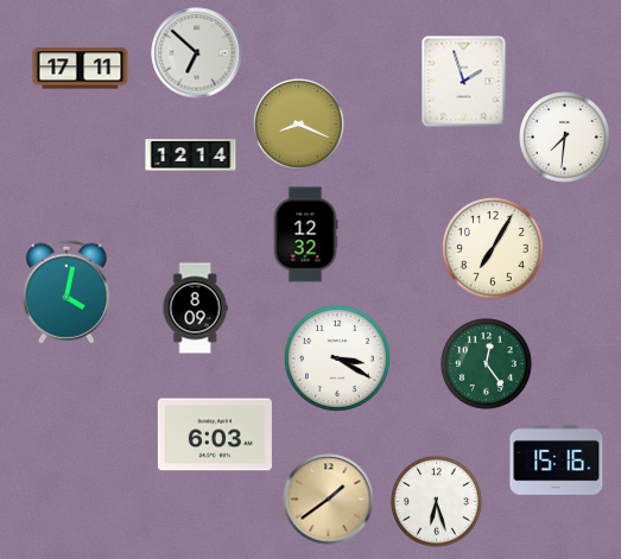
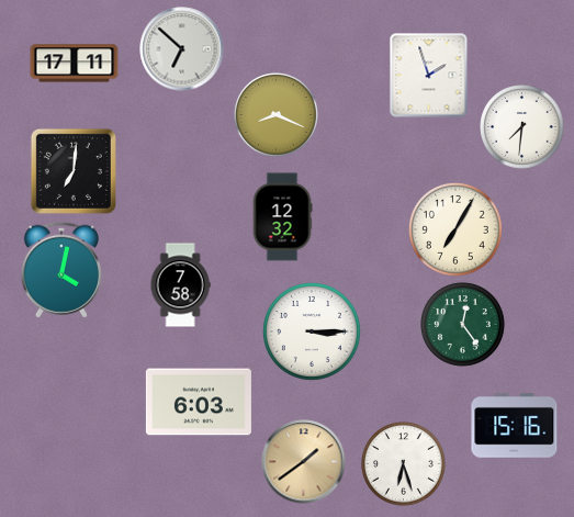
clock at (191, 155): 12:14 -> none
clock at (74, 171): none -> 7:01
clock at (195, 309): 8:09 -> 7:58
clock at (337, 358): 3:20 -> 3:15
clock at (487, 364) position: (487, 364) -> (463, 325)
